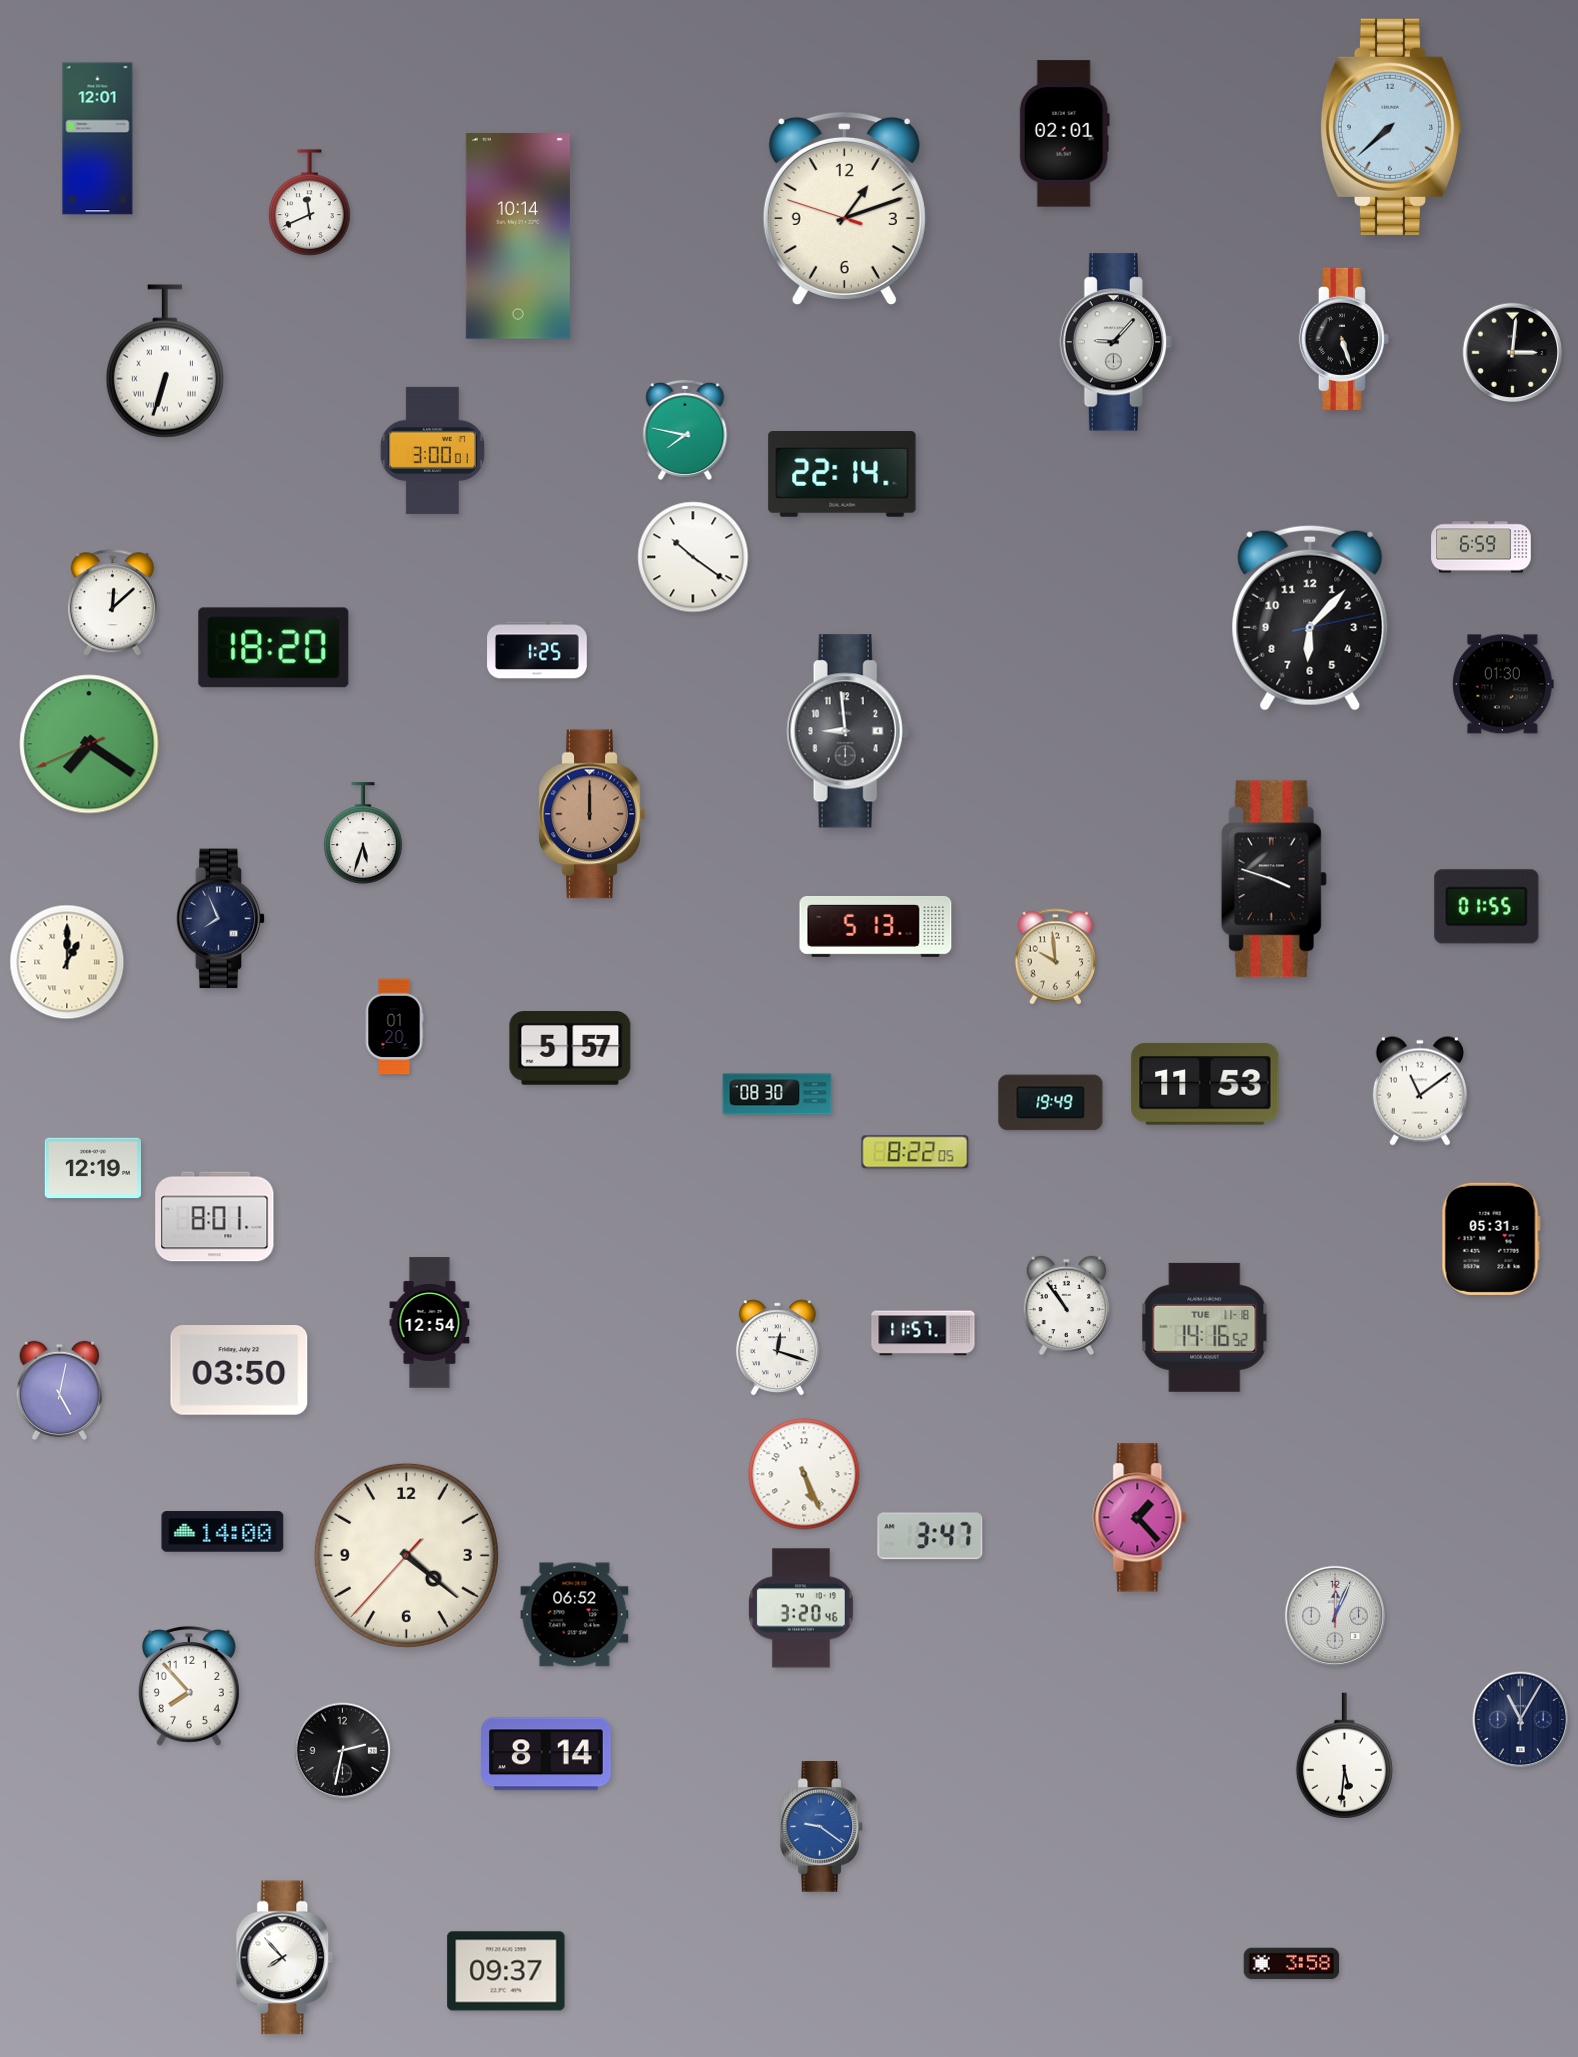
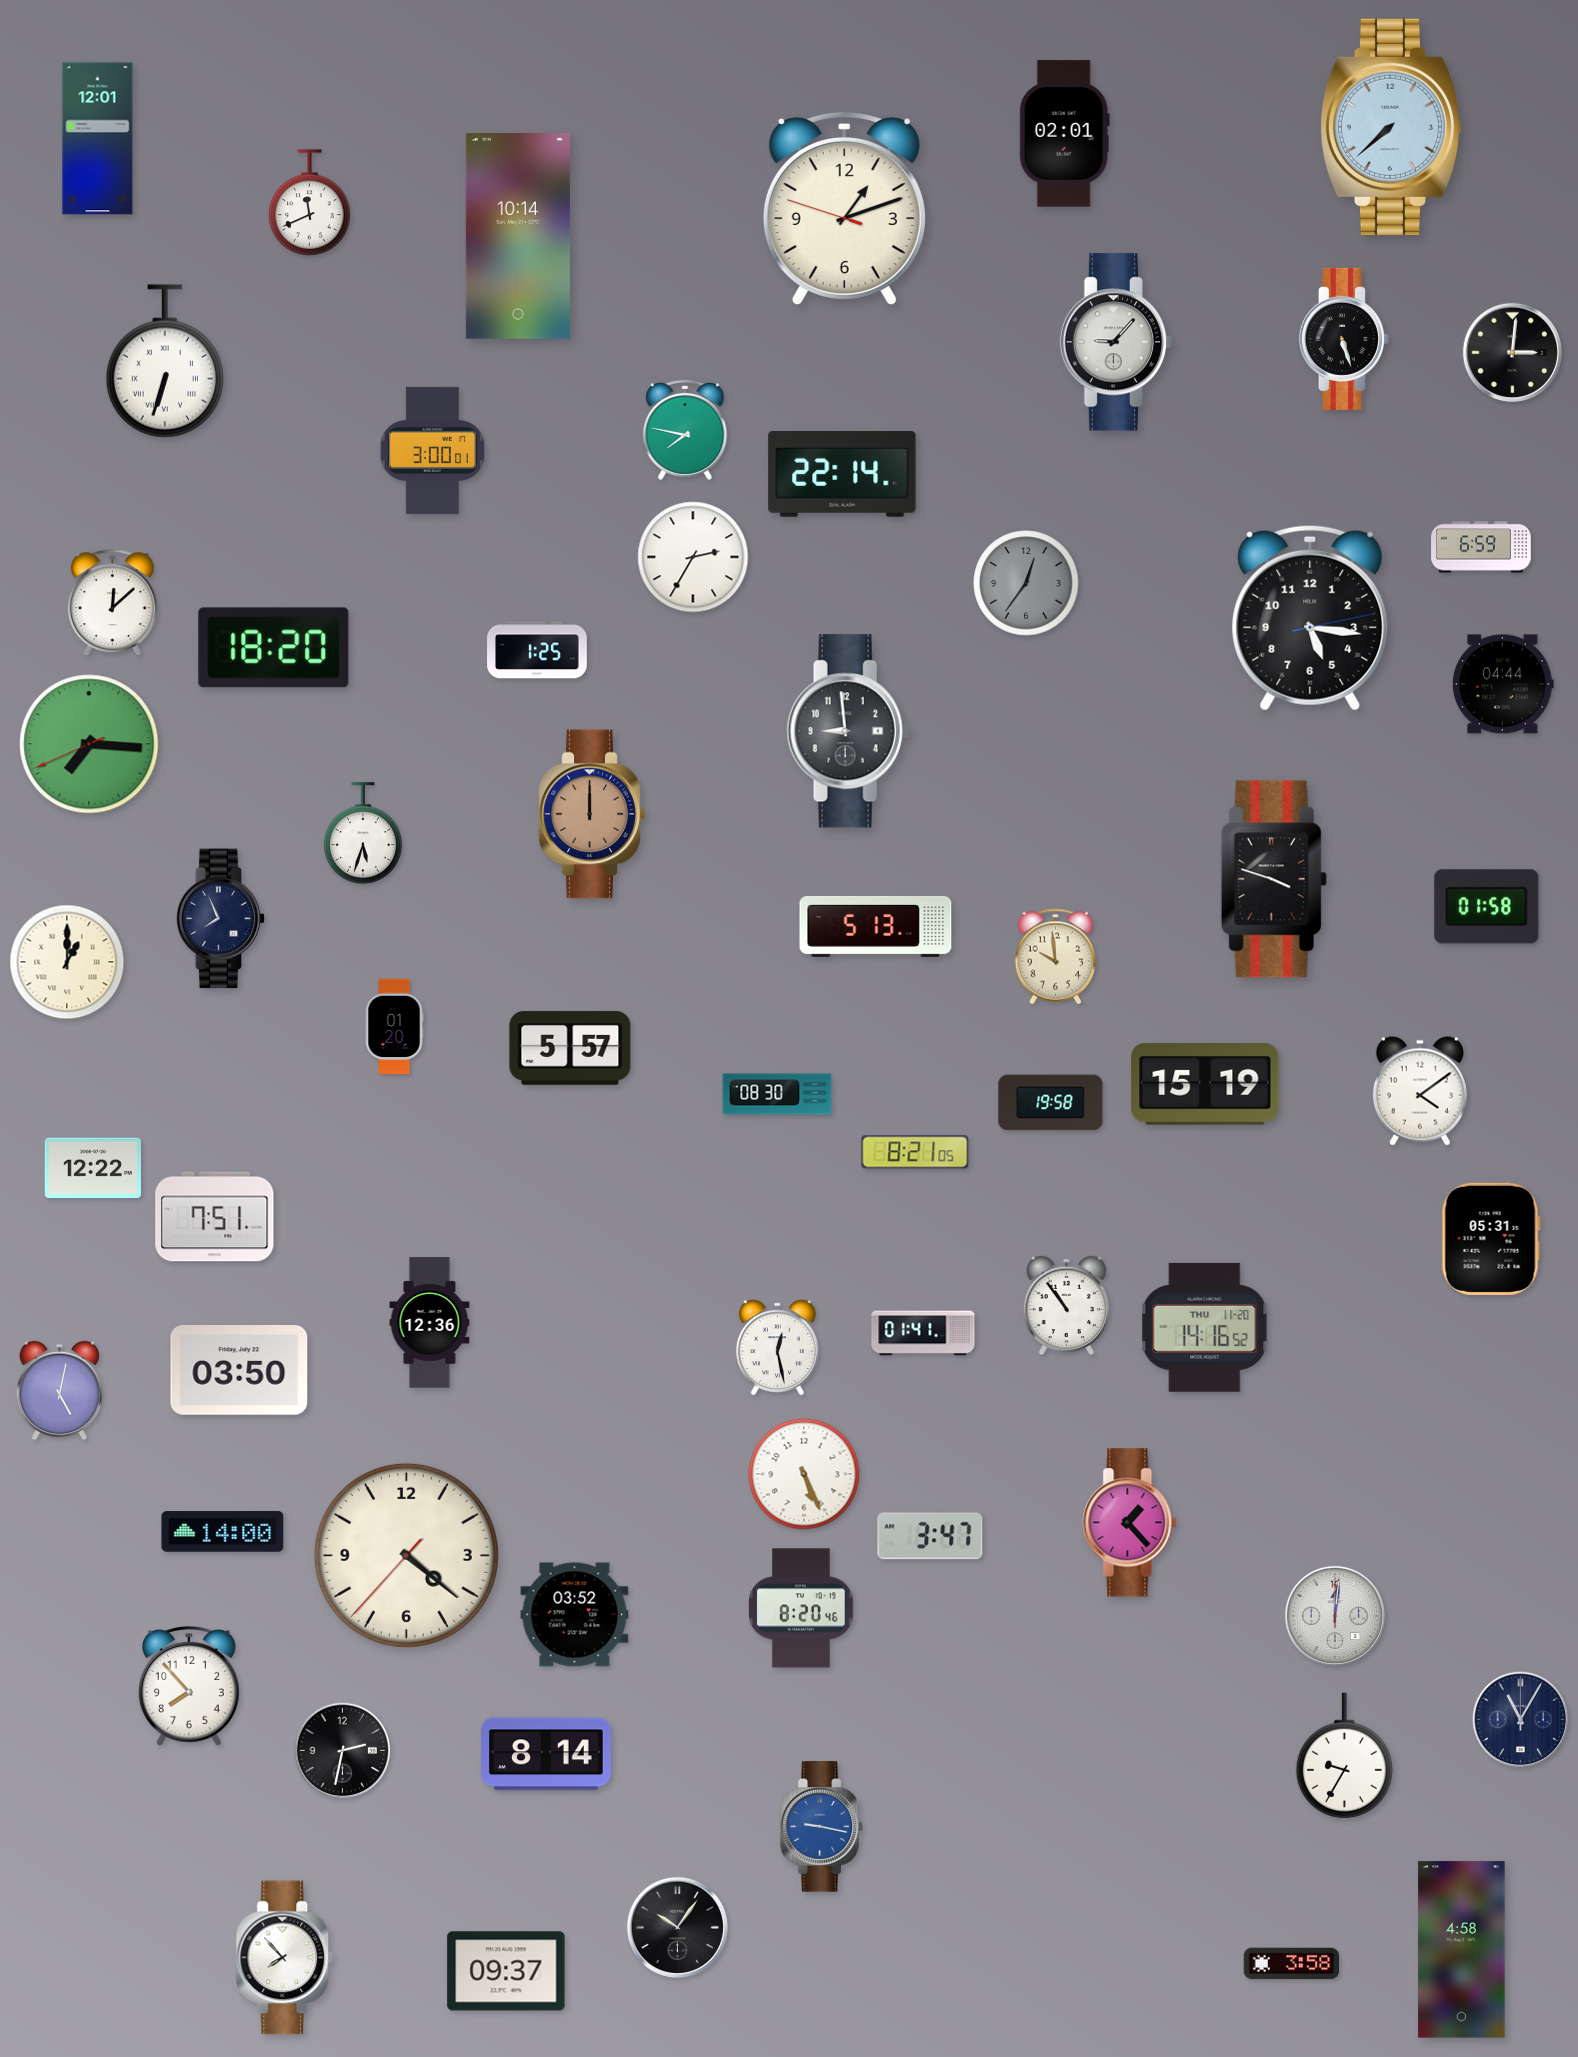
clock at (693, 557): 10:21 -> 2:35
clock at (1026, 583): none -> 12:36
clock at (1310, 618): 6:07 -> 5:16
clock at (1503, 684): 01:30 -> 04:44
clock at (89, 744): 7:20 -> 7:15
clock at (1487, 907): 01:55 -> 01:58
clock at (1205, 1084): 11:53 -> 15:19
clock at (1420, 1091): 11:09 -> 4:09
clock at (1051, 1103): 19:49 -> 19:58
clock at (915, 1152): 8:22 -> 8:21
clock at (92, 1168): 12:19 -> 12:22
clock at (215, 1217): 8:01 -> 7:51
clock at (430, 1323): 12:54 -> 12:36
clock at (1205, 1327) date: TUE 11-18 -> THU 11-20
clock at (923, 1333): 11:57 -> 01:41
clock at (777, 1348): 12:18 -> 12:28
clock at (1140, 1518) position: (1140, 1518) -> (1130, 1523)
clock at (801, 1608): 3:20 -> 8:20
clock at (575, 1615): 06:52 -> 03:52
clock at (1335, 1616): 12:04 -> 12:01
clock at (1344, 1756): 5:31 -> 9:35
clock at (822, 1827): 9:21 -> 9:17
clock at (677, 1927): none -> 10:06
clock at (1462, 1950): none -> 4:58
